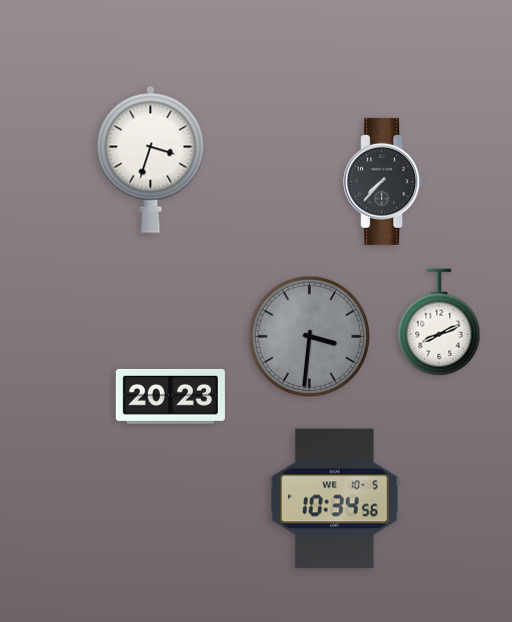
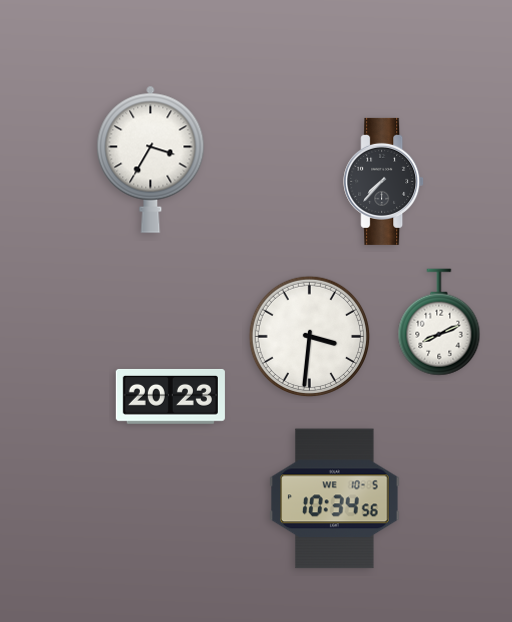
clock at (151, 159): 3:33 -> 3:35
clock at (310, 337) dial: grey -> white
